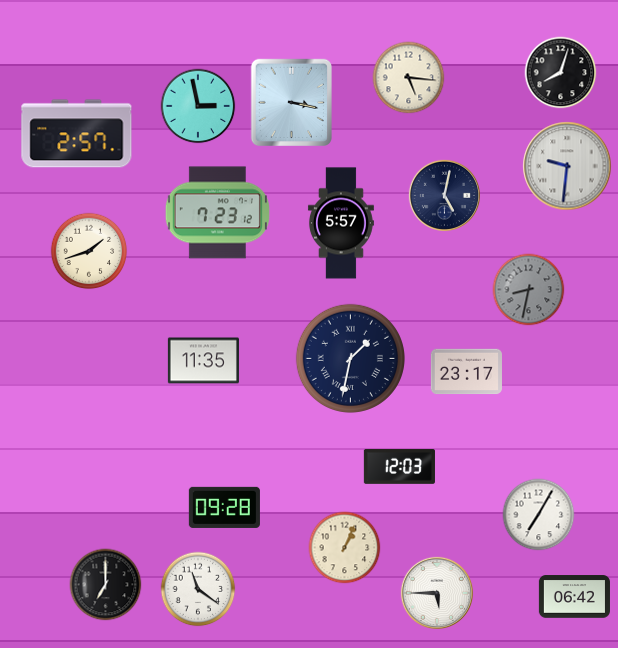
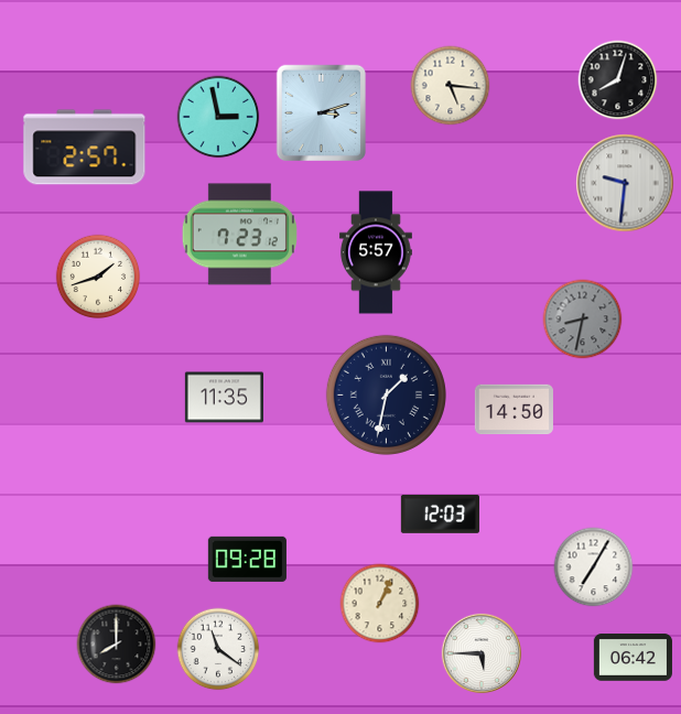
clock at (291, 102): 3:17 -> 3:12
clock at (444, 195): 5:02 -> none
clock at (341, 223) position: (341, 223) -> (376, 252)
clock at (466, 372): 23:17 -> 14:50
clock at (106, 585): 7:00 -> 8:00
